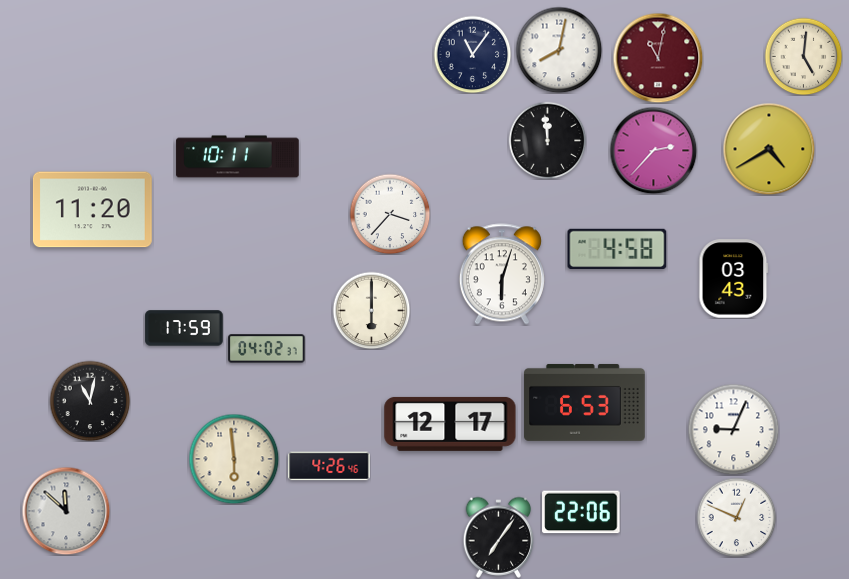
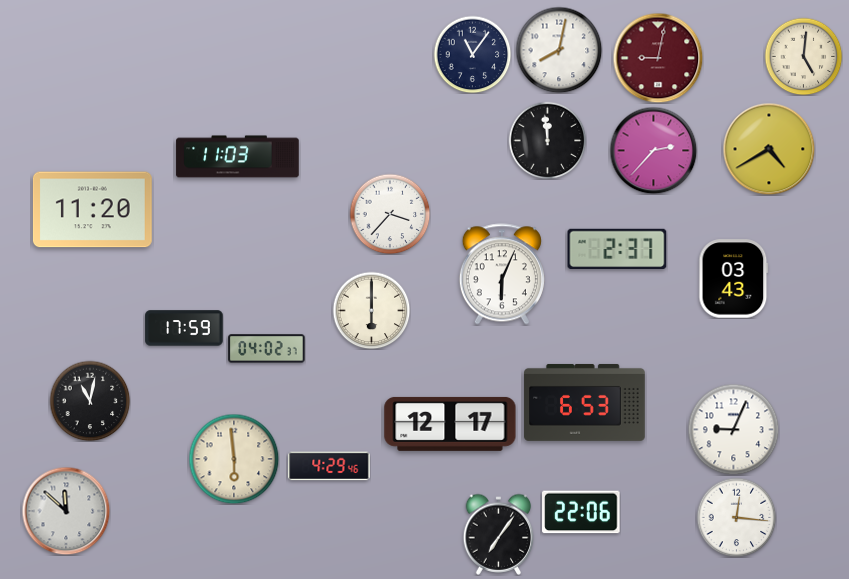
clock at (658, 58): 11:02 -> 9:02
clock at (238, 157): 10:11 -> 11:03
clock at (617, 248): 4:58 -> 2:37
clock at (502, 274): 6:03 -> 6:04
clock at (329, 466): 4:26 -> 4:29
clock at (736, 517): 12:49 -> 12:16
clock at (499, 537) position: (499, 537) -> (499, 534)
